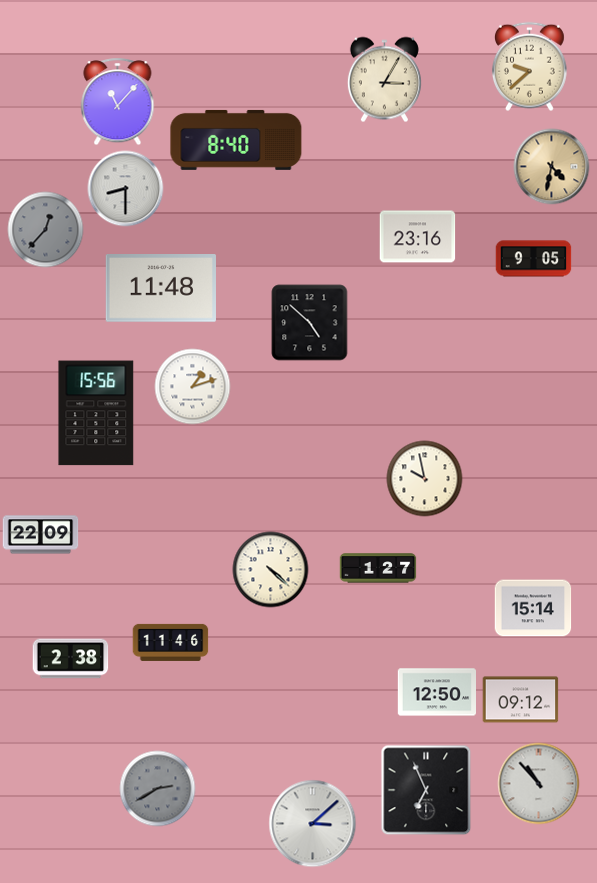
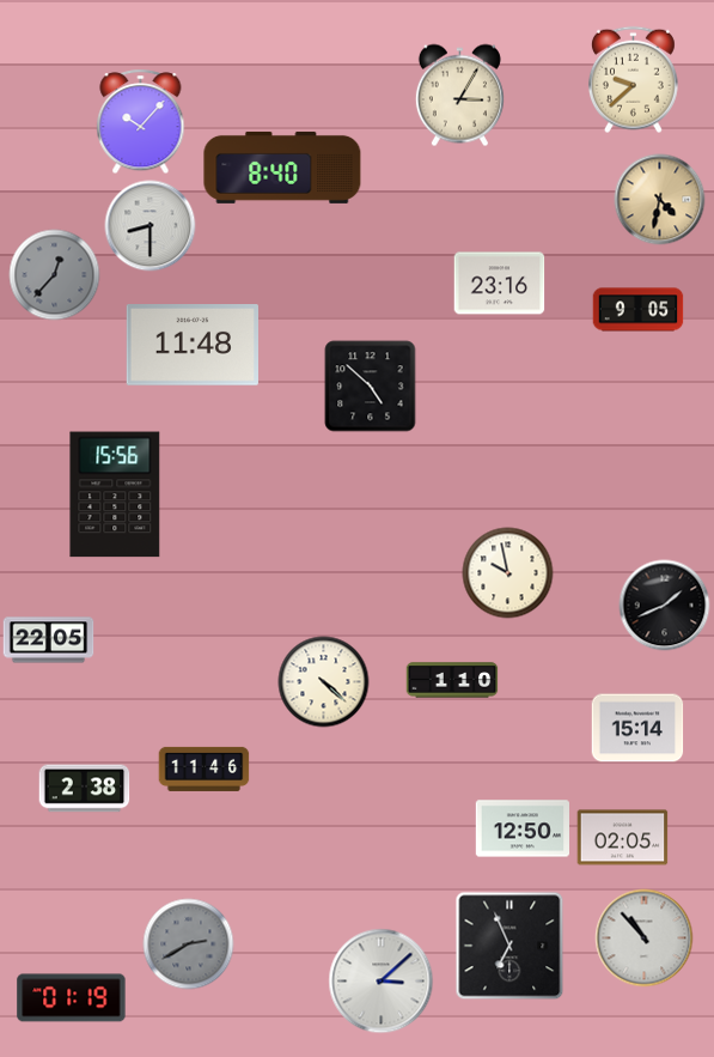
clock at (118, 102): 11:07 -> 10:07
clock at (193, 387): 1:12 -> none
clock at (665, 606): none -> 1:41
clock at (41, 535): 22:09 -> 22:05
clock at (378, 568): 1:27 -> 1:10
clock at (521, 700): 09:12 -> 02:05
clock at (313, 824) position: (313, 824) -> (382, 982)
clock at (72, 998): none -> 01:19
